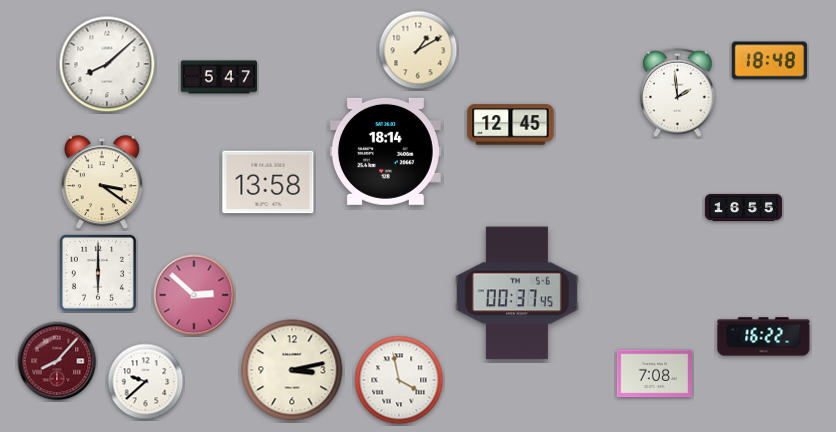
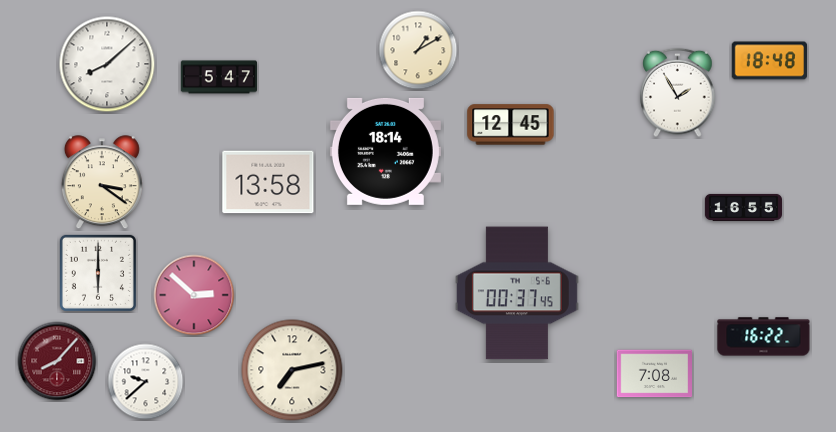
clock at (678, 93): 1:59 -> 1:55
clock at (292, 370): 3:13 -> 7:13
clock at (399, 380): 3:58 -> none
